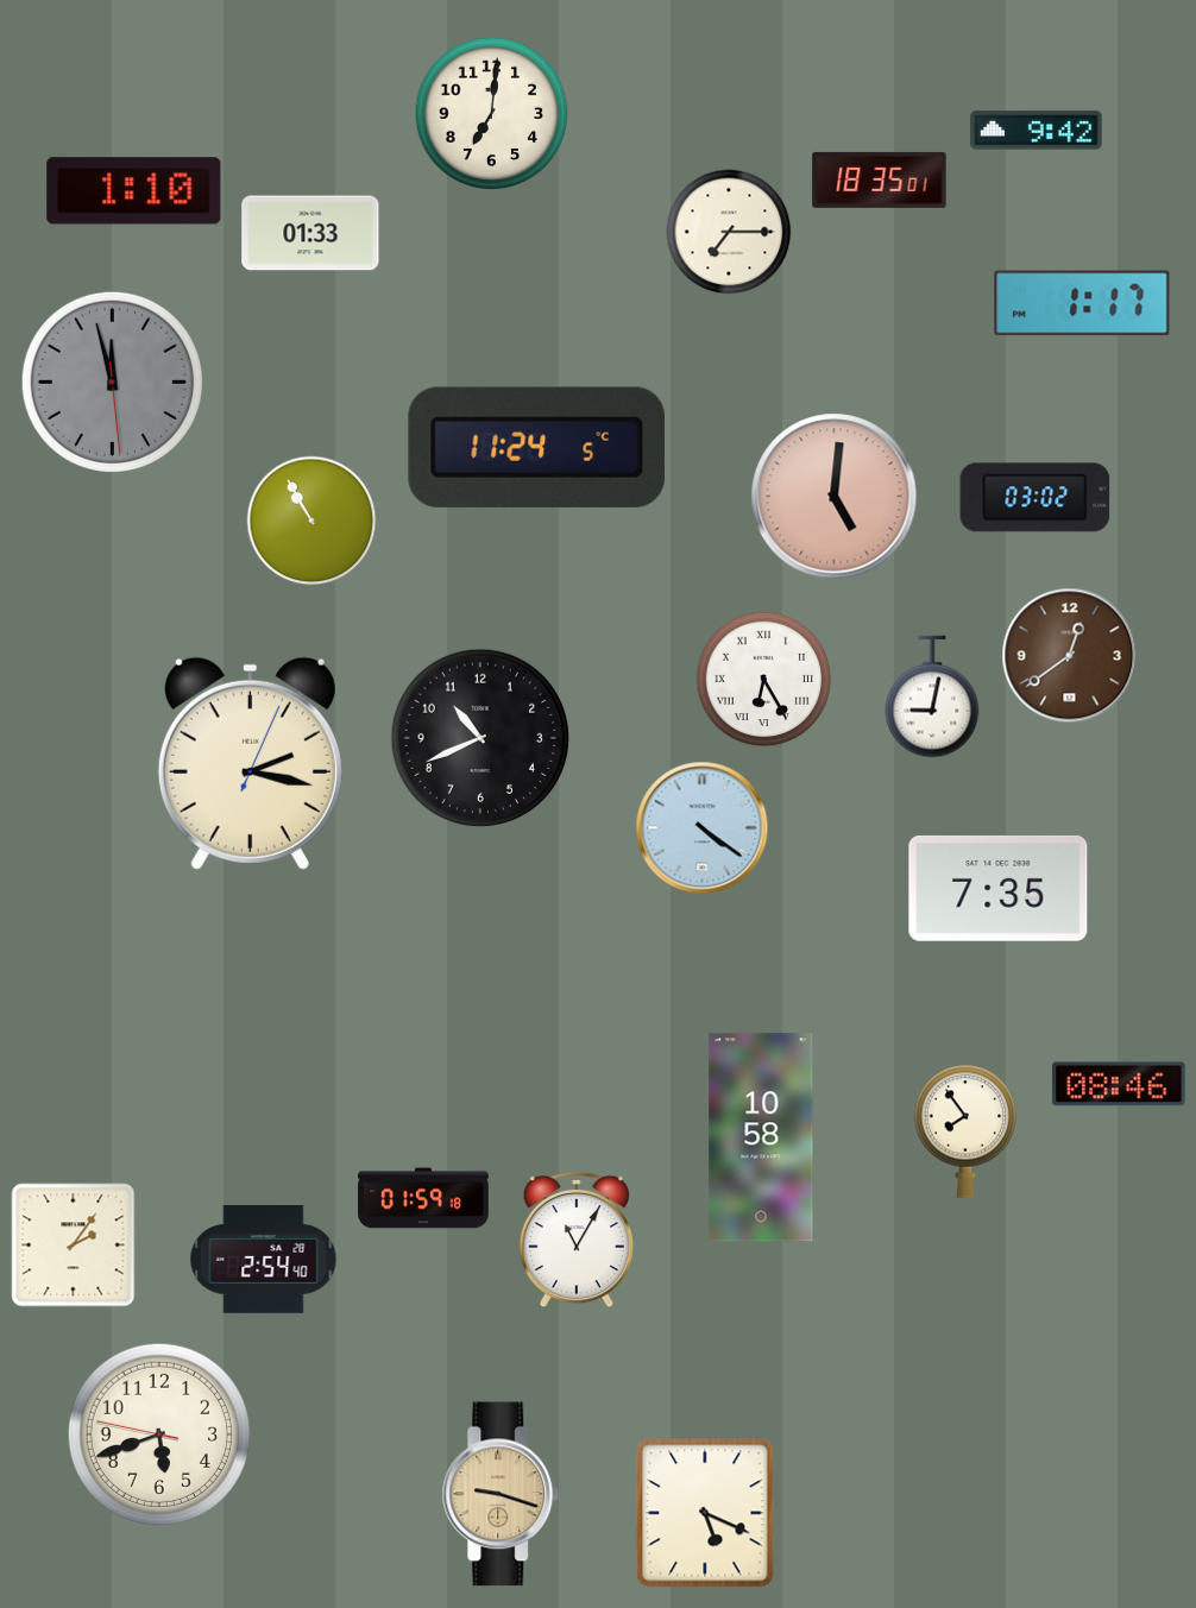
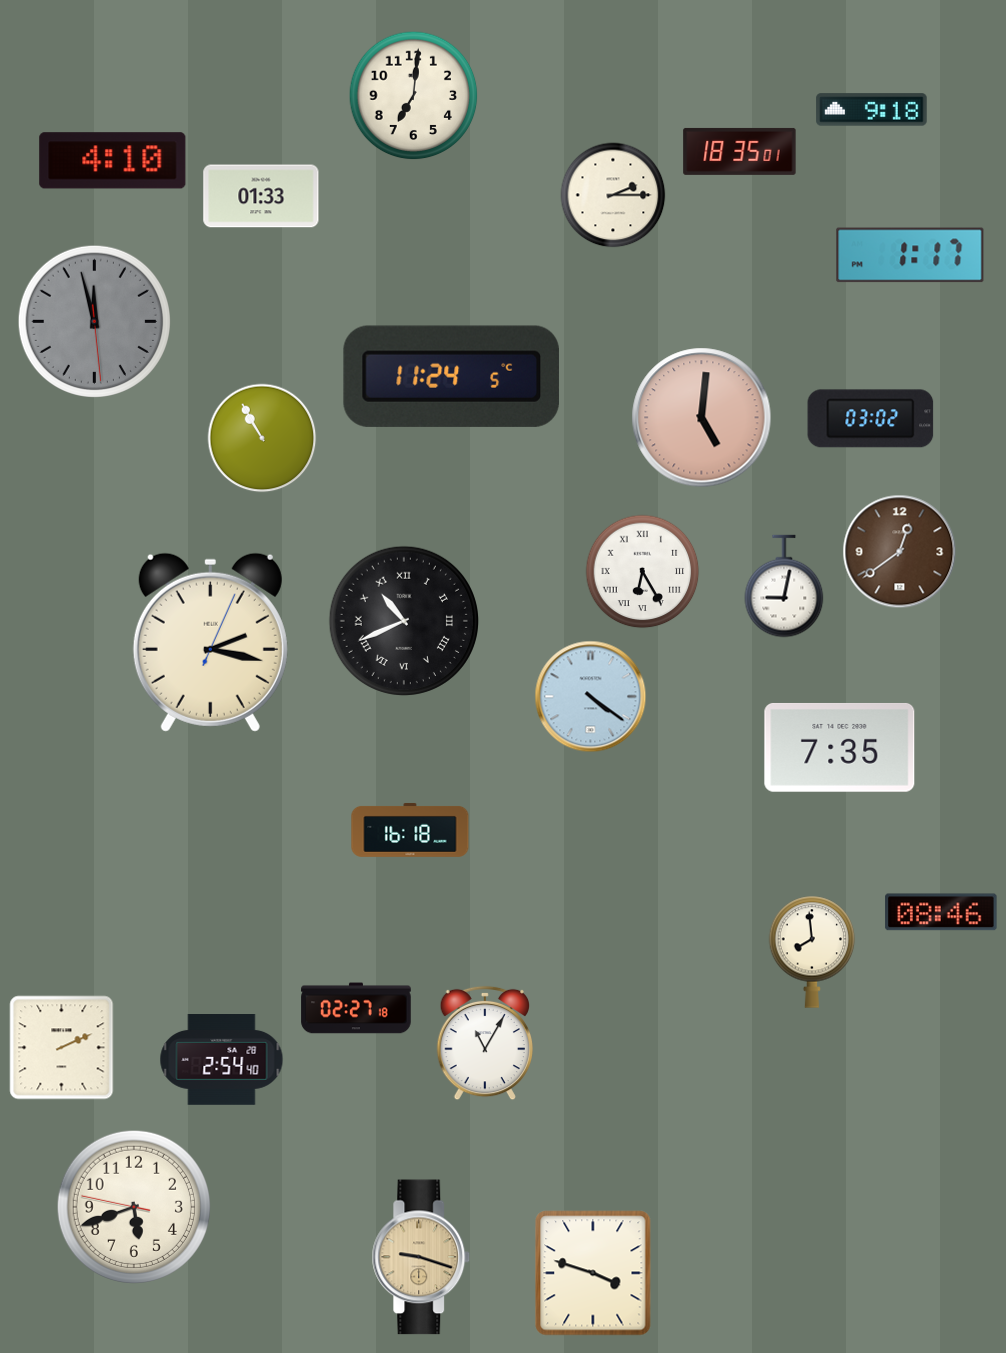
clock at (1037, 131): 9:42 -> 9:18
clock at (134, 191): 1:10 -> 4:10
clock at (729, 232): 7:15 -> 2:15
clock at (479, 737) numerals: Arabic -> Roman
clock at (410, 830): none -> 16:18
clock at (965, 1131): 7:54 -> 7:59
clock at (761, 1137): 10:58 -> none
clock at (423, 1198): 01:59 -> 02:27
clock at (74, 1246): 2:06 -> 2:11
clock at (705, 1513): 5:19 -> 3:48
